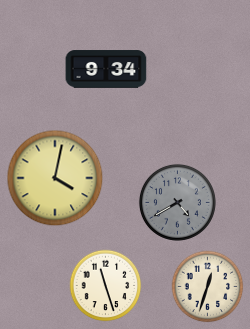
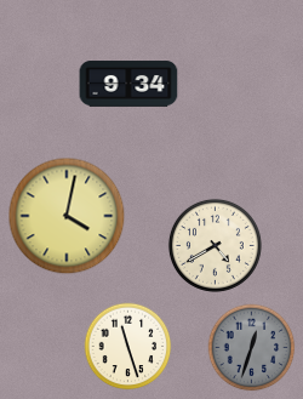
clock at (177, 202) dial: grey -> cream
clock at (208, 287) dial: cream -> grey
